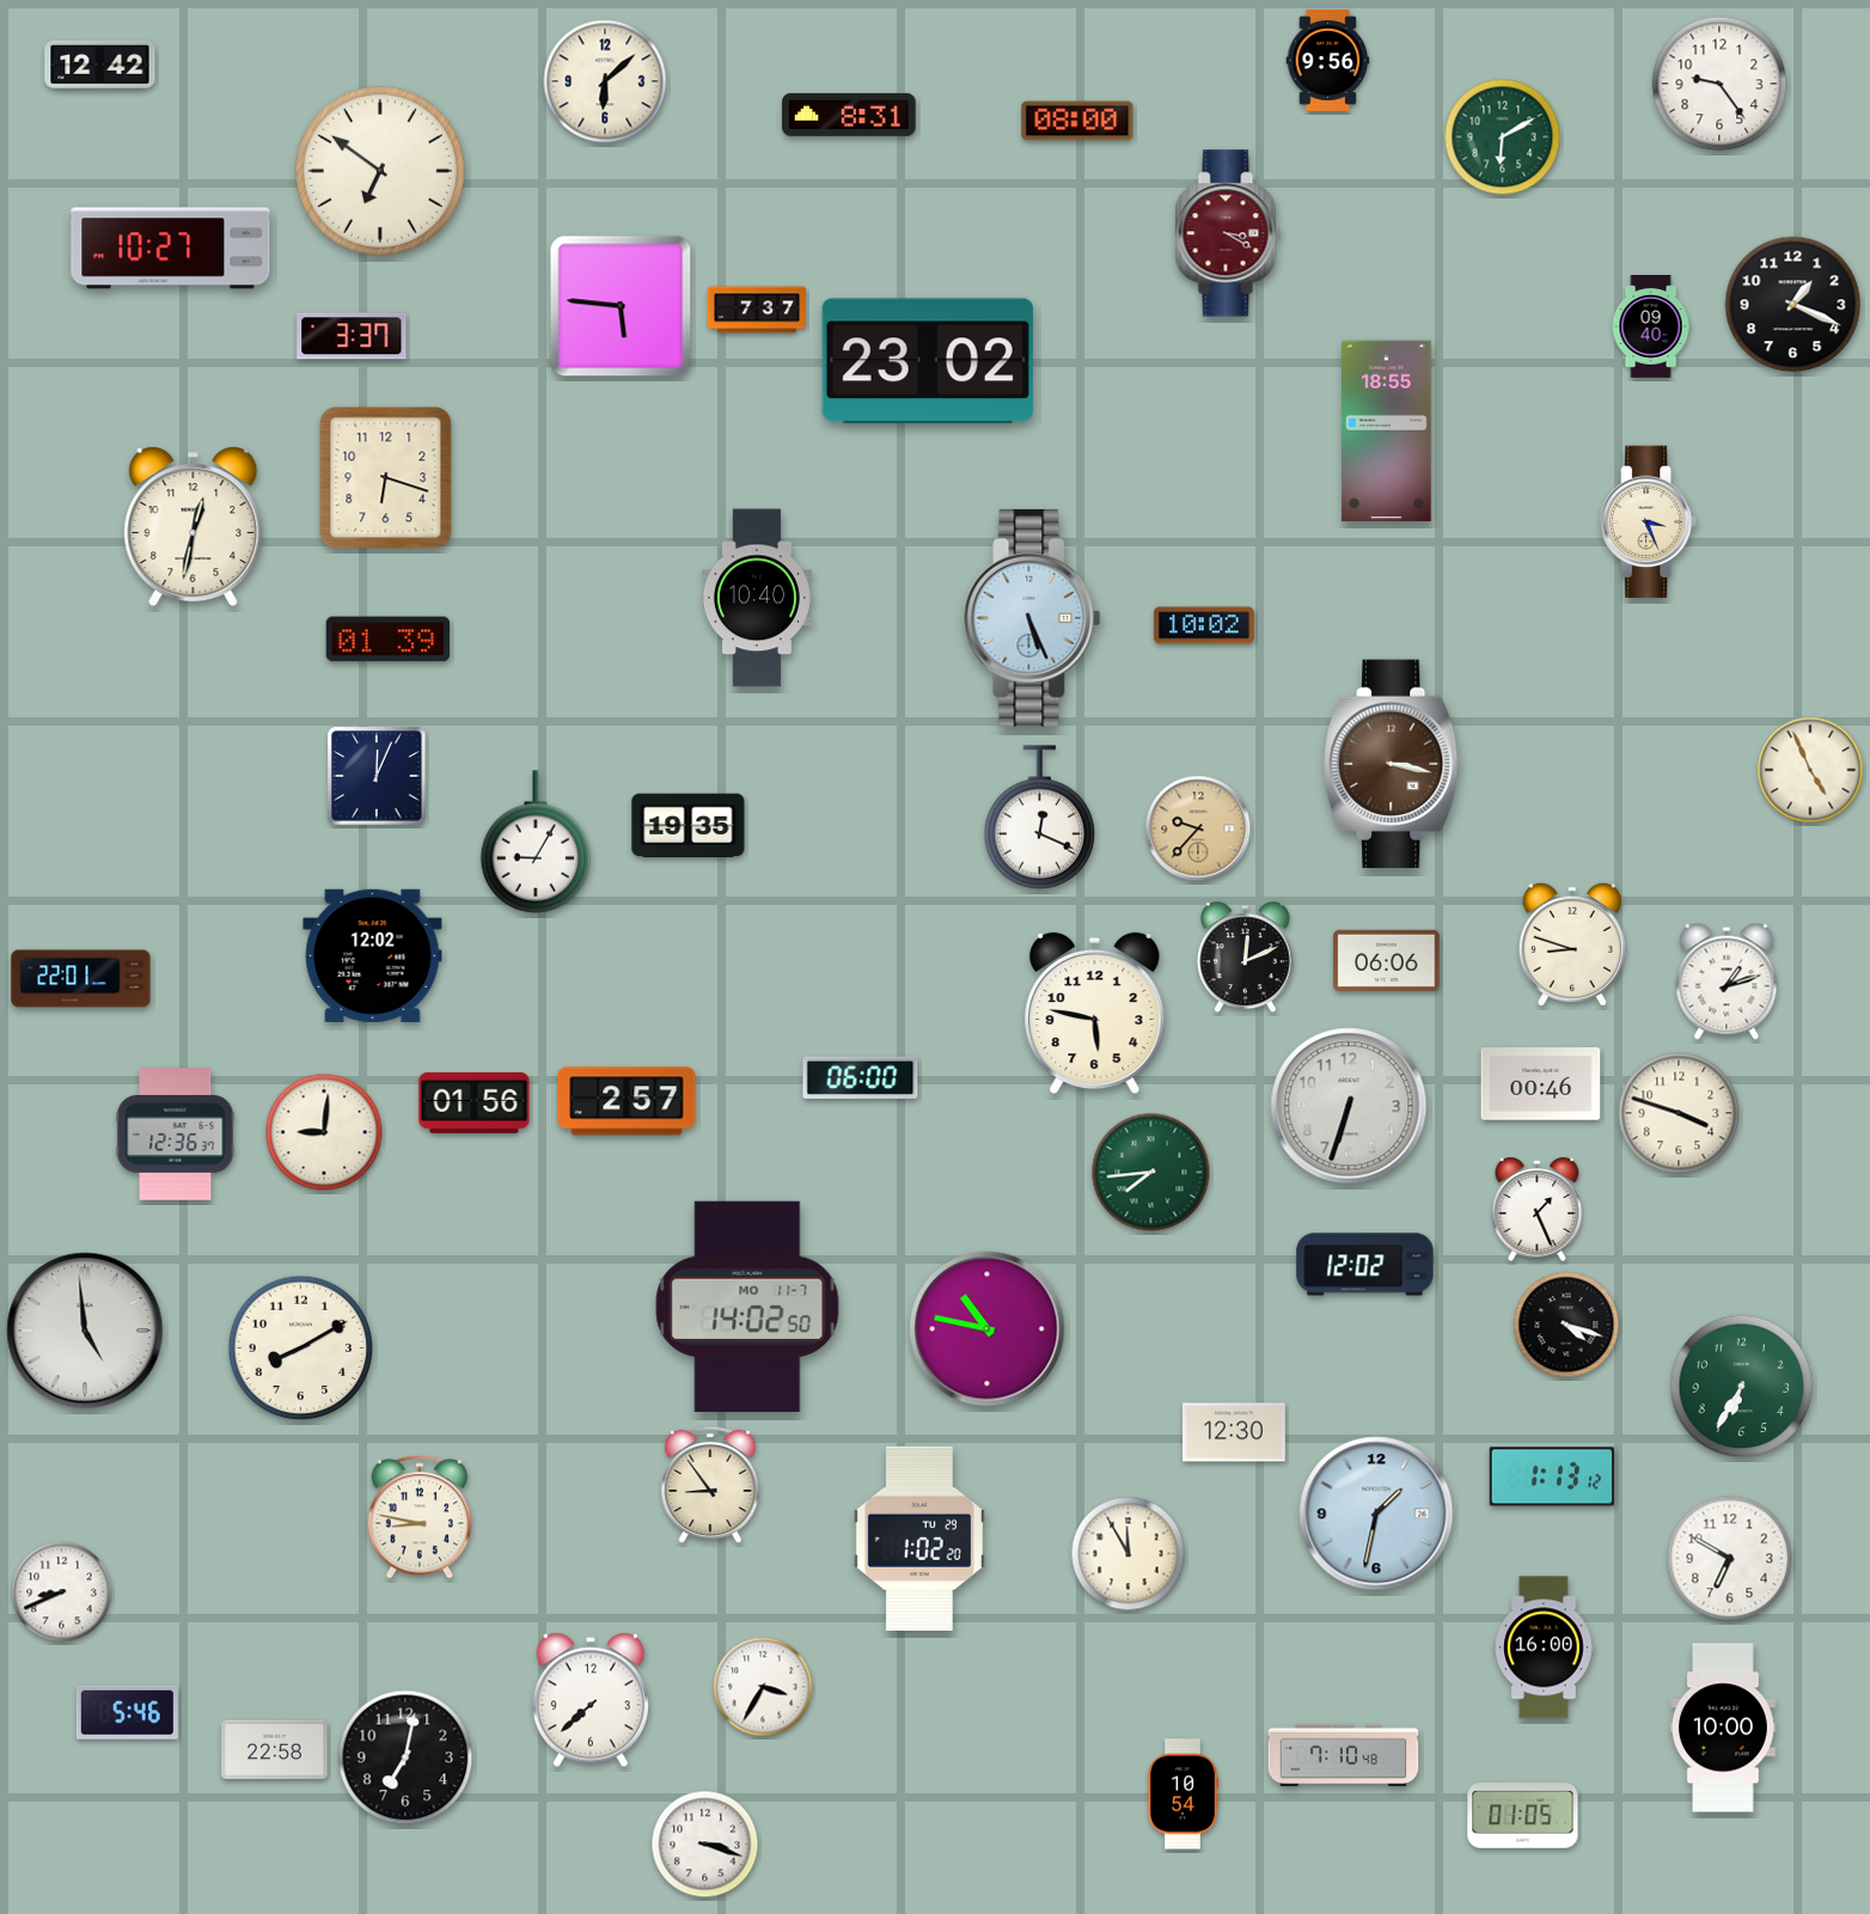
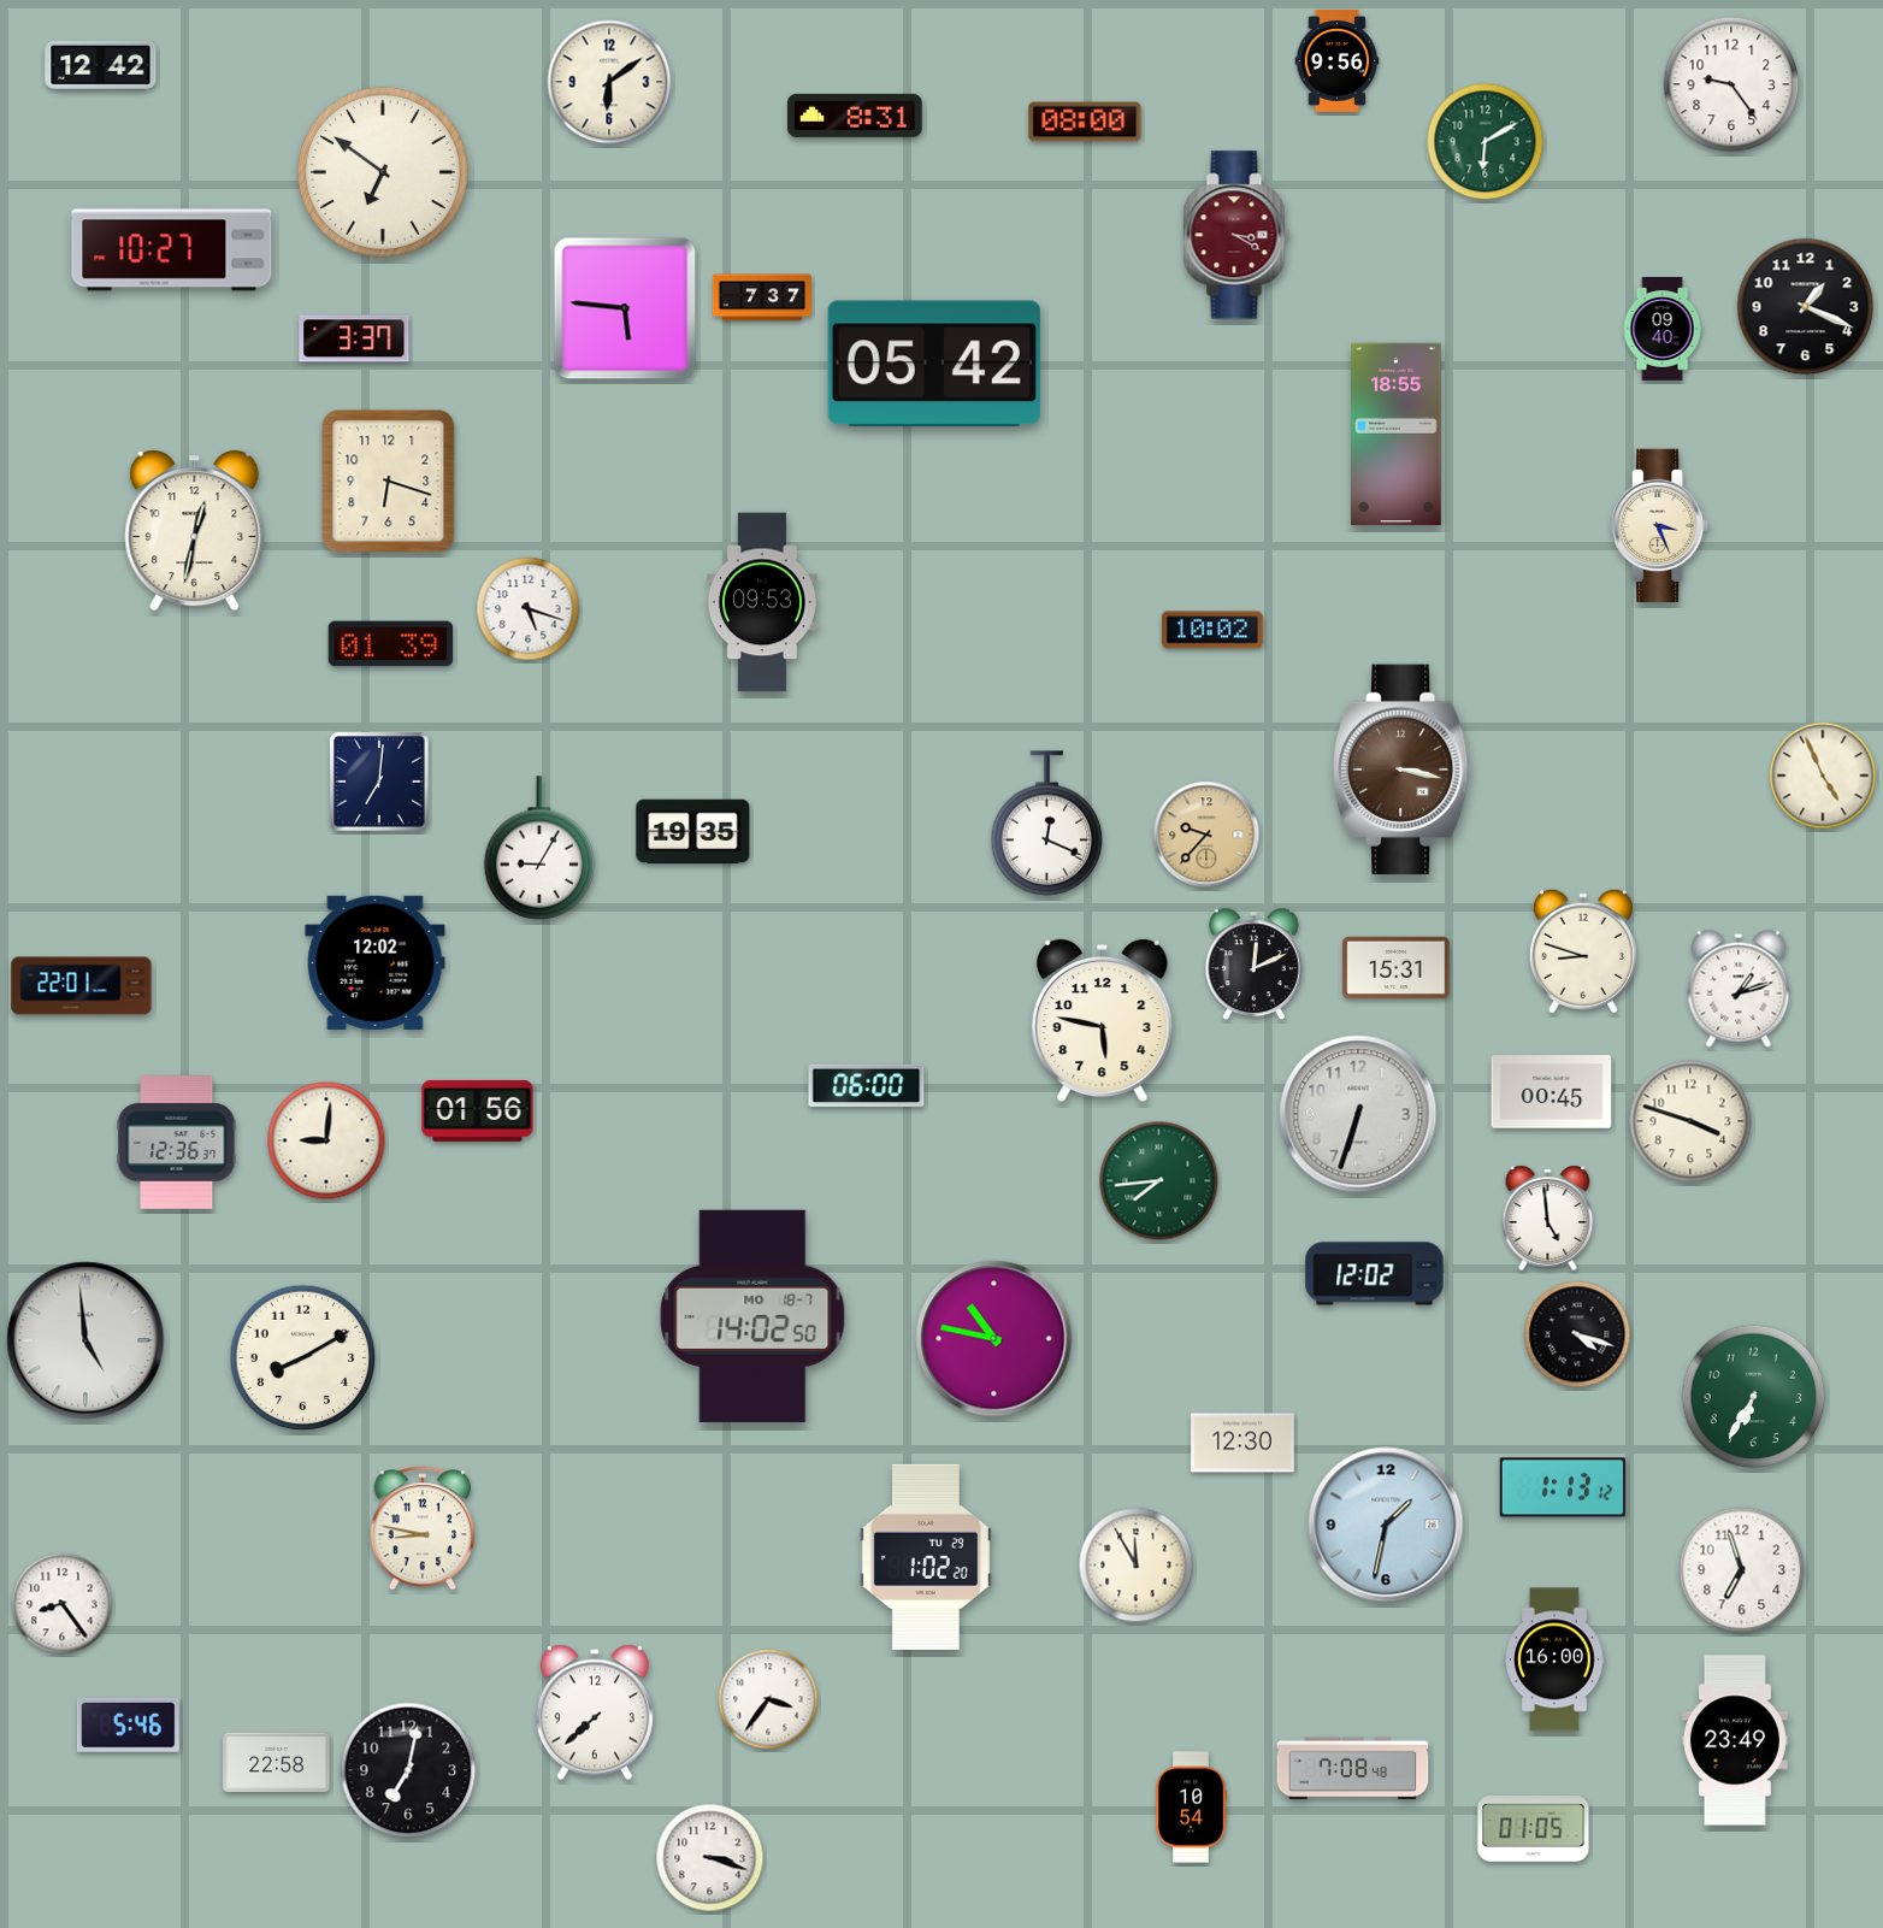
clock at (605, 81): 6:08 -> 6:09
clock at (1503, 137) position: (1503, 137) -> (1486, 142)
clock at (756, 310) position: (756, 310) -> (761, 297)
clock at (928, 361): 23:02 -> 05:42
clock at (757, 598): 10:40 -> 09:53
clock at (529, 609): none -> 5:18
clock at (1032, 618): 5:26 -> none
clock at (377, 776): 12:04 -> 7:01
clock at (1387, 961): 06:06 -> 15:31
clock at (1541, 1084): 00:46 -> 00:45
clock at (627, 1101): 2:57 -> none
clock at (1538, 1209): 1:26 -> 4:59
clock at (747, 1307) date: MO 11-7 -> MO 18-7
clock at (710, 1485): 8:54 -> none
clock at (919, 1539) position: (919, 1539) -> (926, 1557)
clock at (1730, 1559): 6:50 -> 6:57
clock at (62, 1592): 8:41 -> 8:24
clock at (763, 1687): 3:35 -> 3:36
clock at (1724, 1728): 10:00 -> 23:49
clock at (1344, 1756): 7:10 -> 7:08
